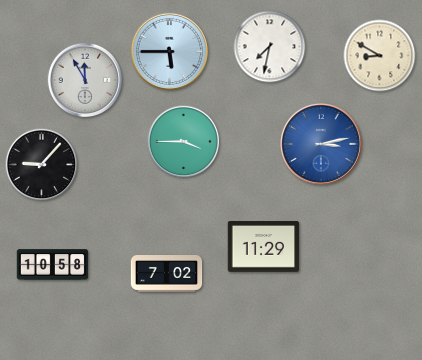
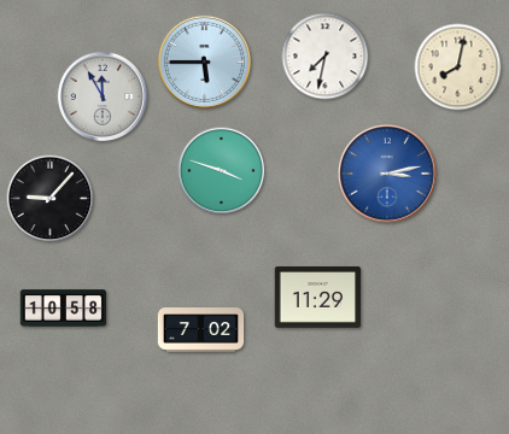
clock at (380, 56): 8:50 -> 8:02
clock at (184, 142): 3:45 -> 3:48
clock at (53, 265) position: (53, 265) -> (64, 309)
